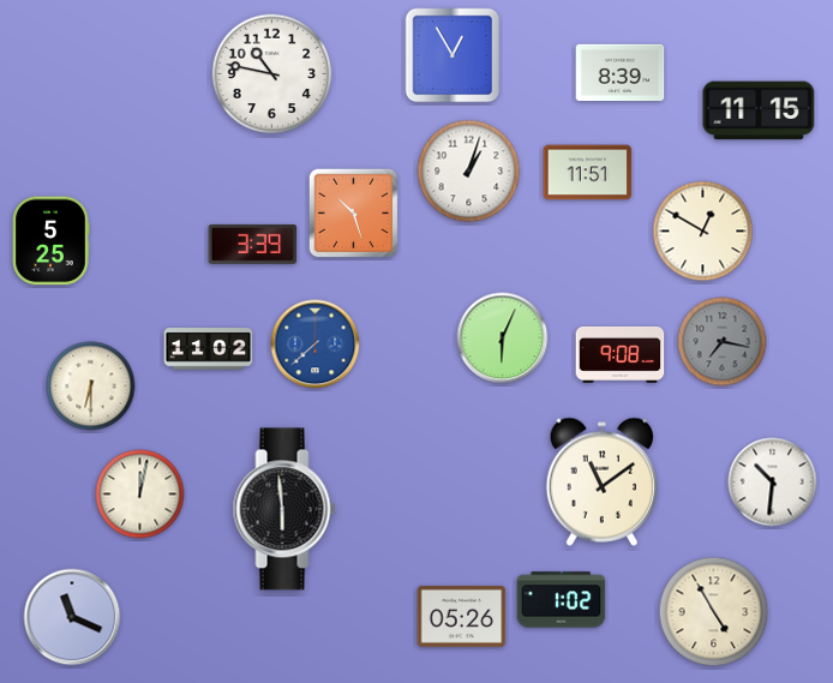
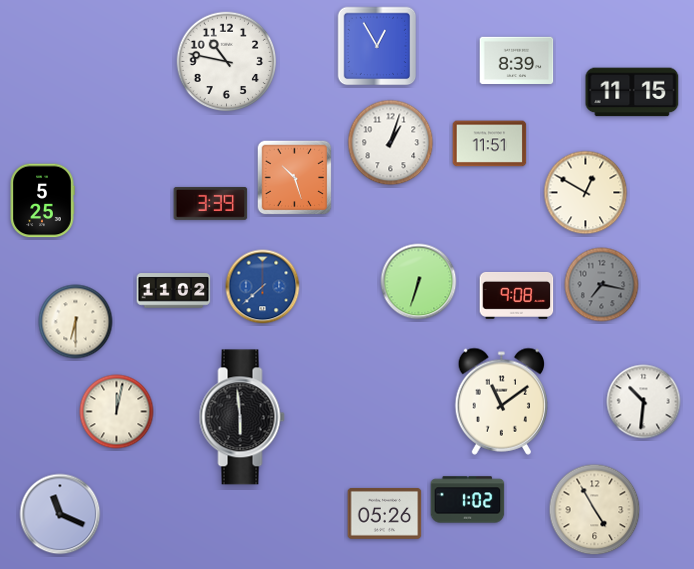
clock at (503, 338): 6:04 -> 6:33
clock at (284, 509) position: (284, 509) -> (242, 417)
